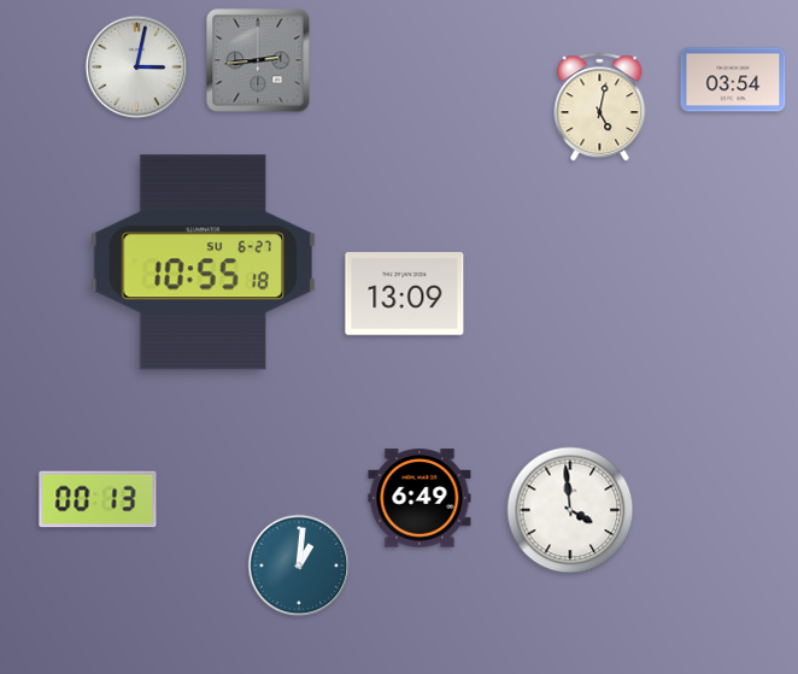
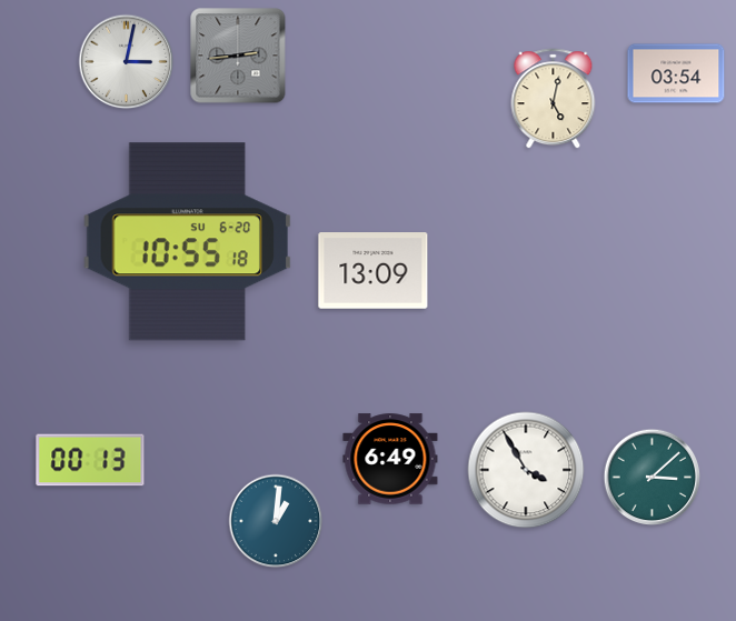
clock at (204, 263) date: SU 6-27 -> SU 6-20
clock at (419, 498) position: (419, 498) -> (390, 459)
clock at (570, 510): 3:59 -> 3:55
clock at (653, 478): none -> 3:08
